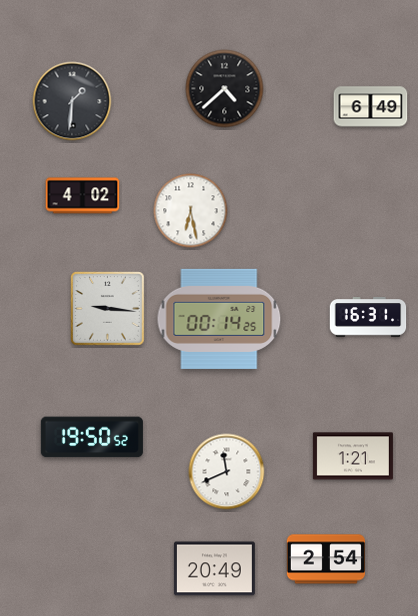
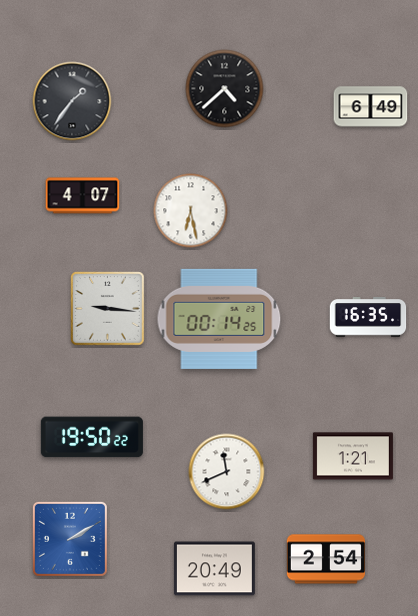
clock at (72, 101): 1:31 -> 1:36
clock at (83, 196): 4:02 -> 4:07
clock at (368, 317): 16:31 -> 16:35
clock at (92, 437): 19:50:52 -> 19:50:22
clock at (70, 539): none -> 2:10
